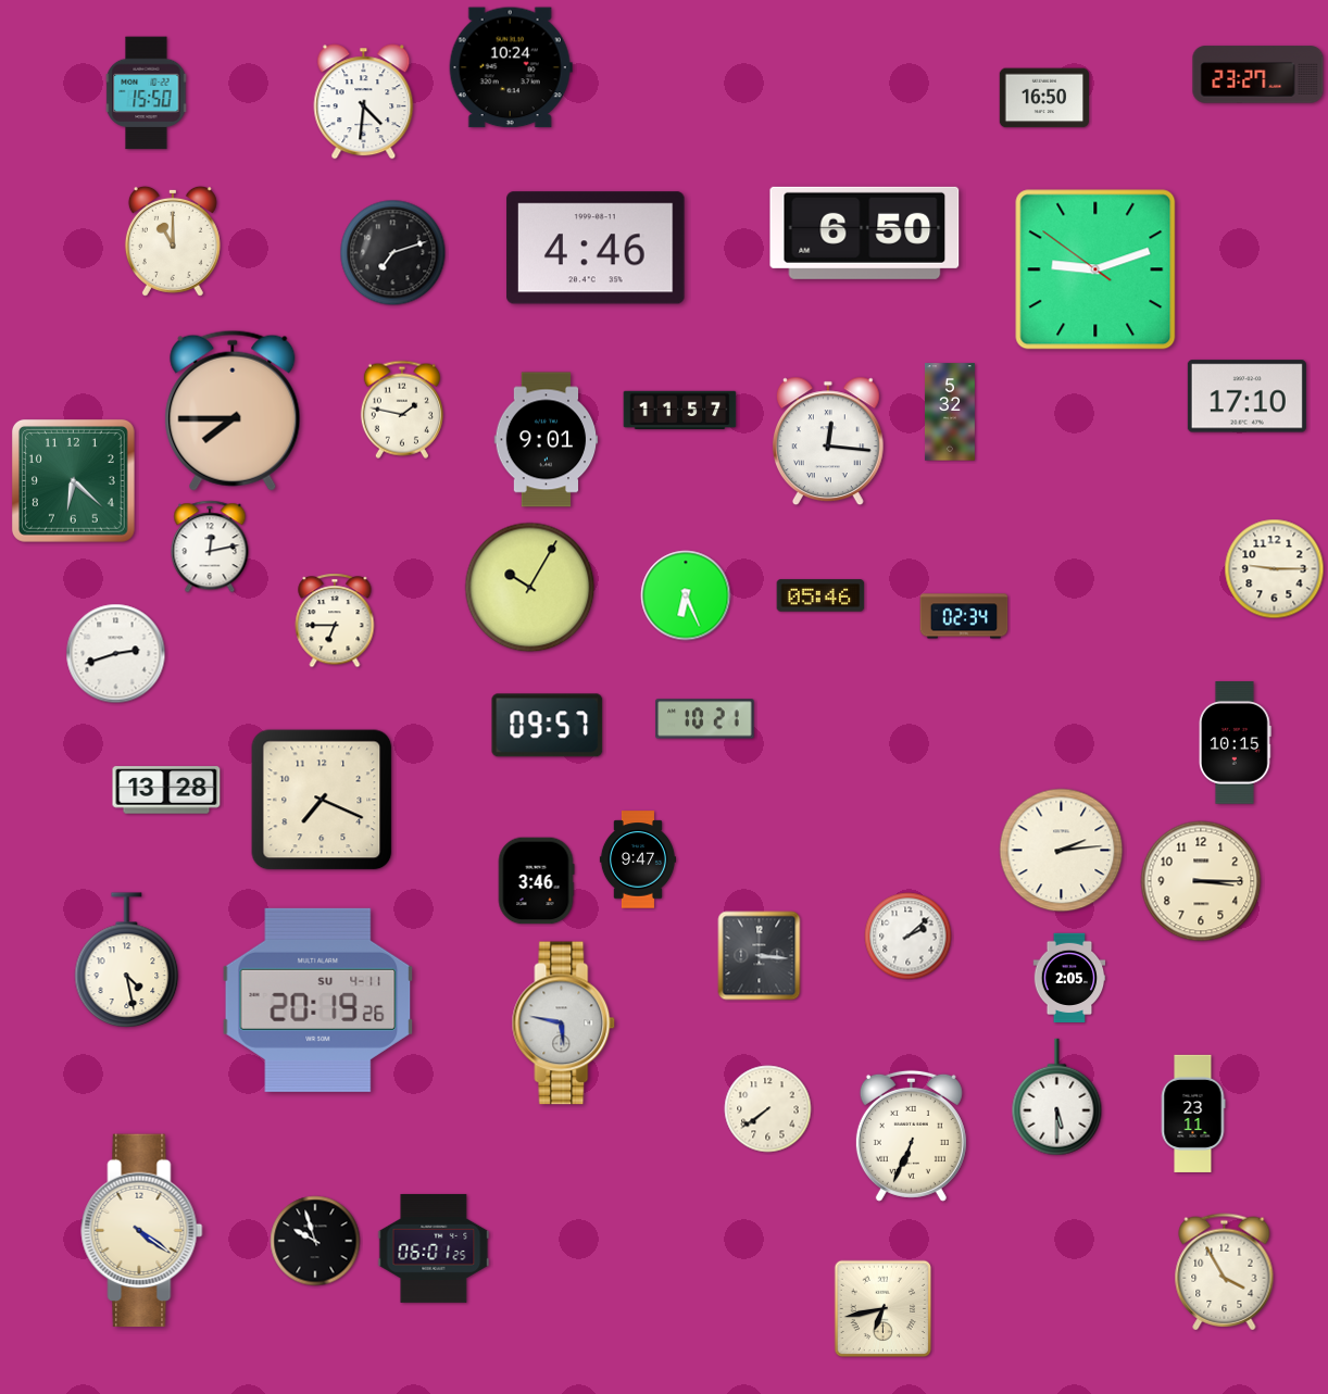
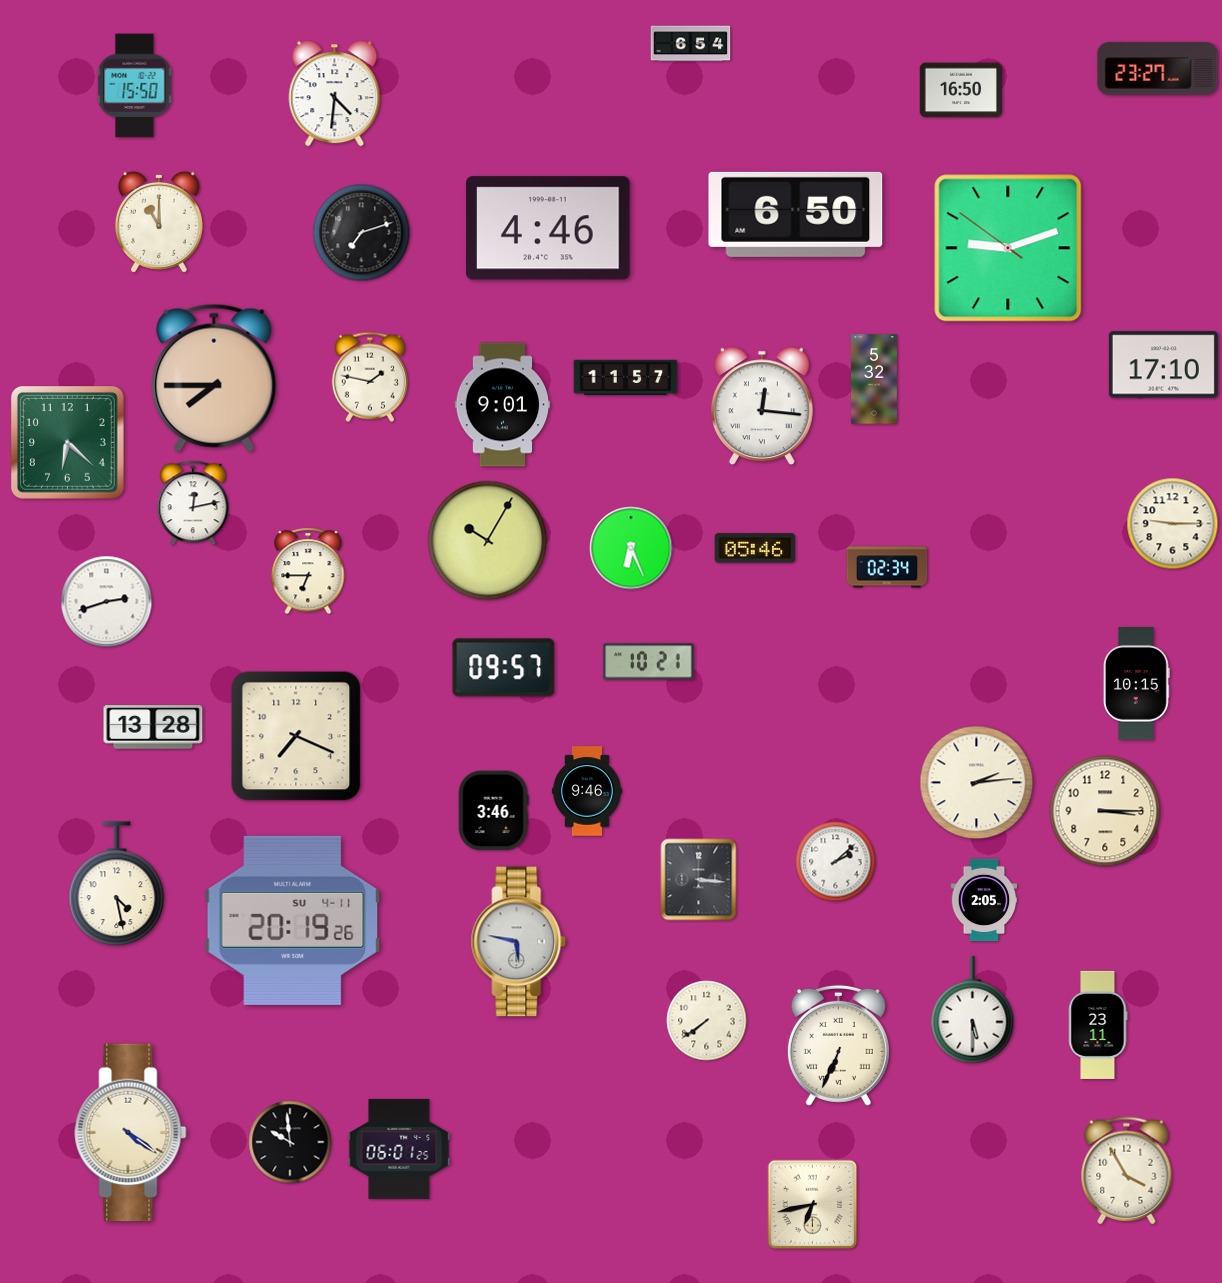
clock at (691, 44): none -> 6:54
clock at (511, 67): 10:24 -> none
clock at (1246, 397) position: (1246, 397) -> (1163, 365)
clock at (638, 859): 9:47 -> 9:46
clock at (315, 1241): 9:57 -> 9:59
